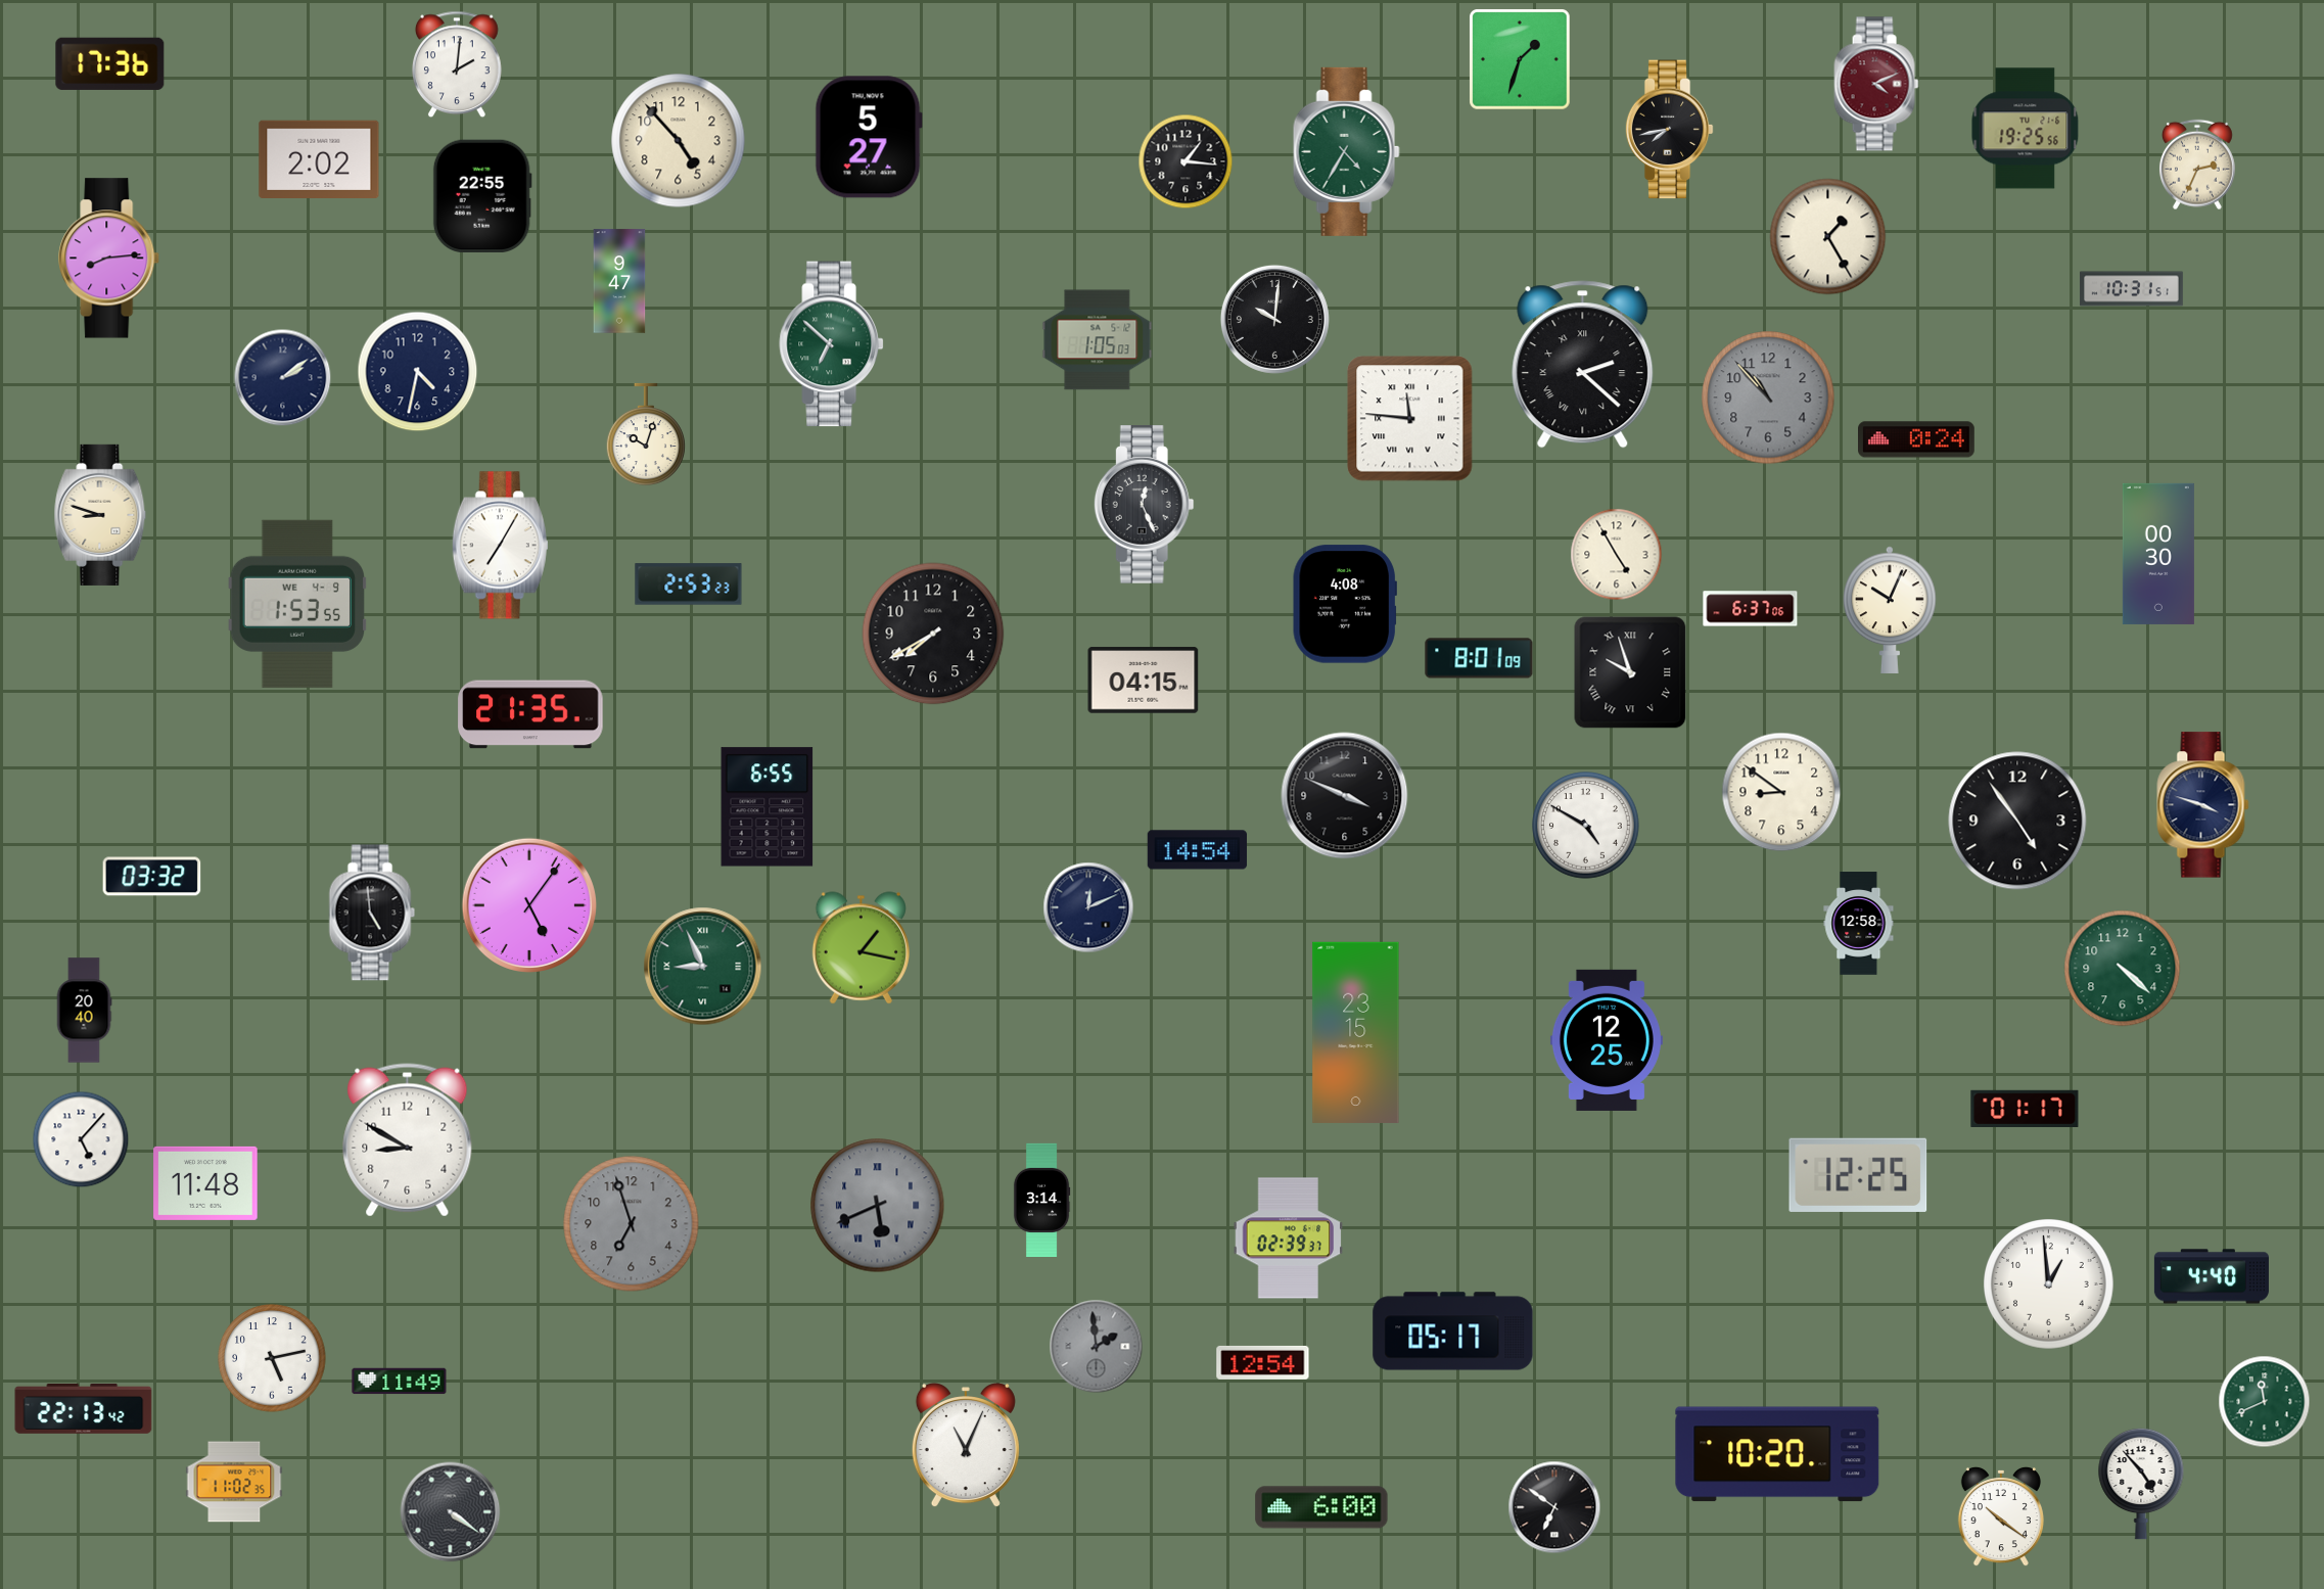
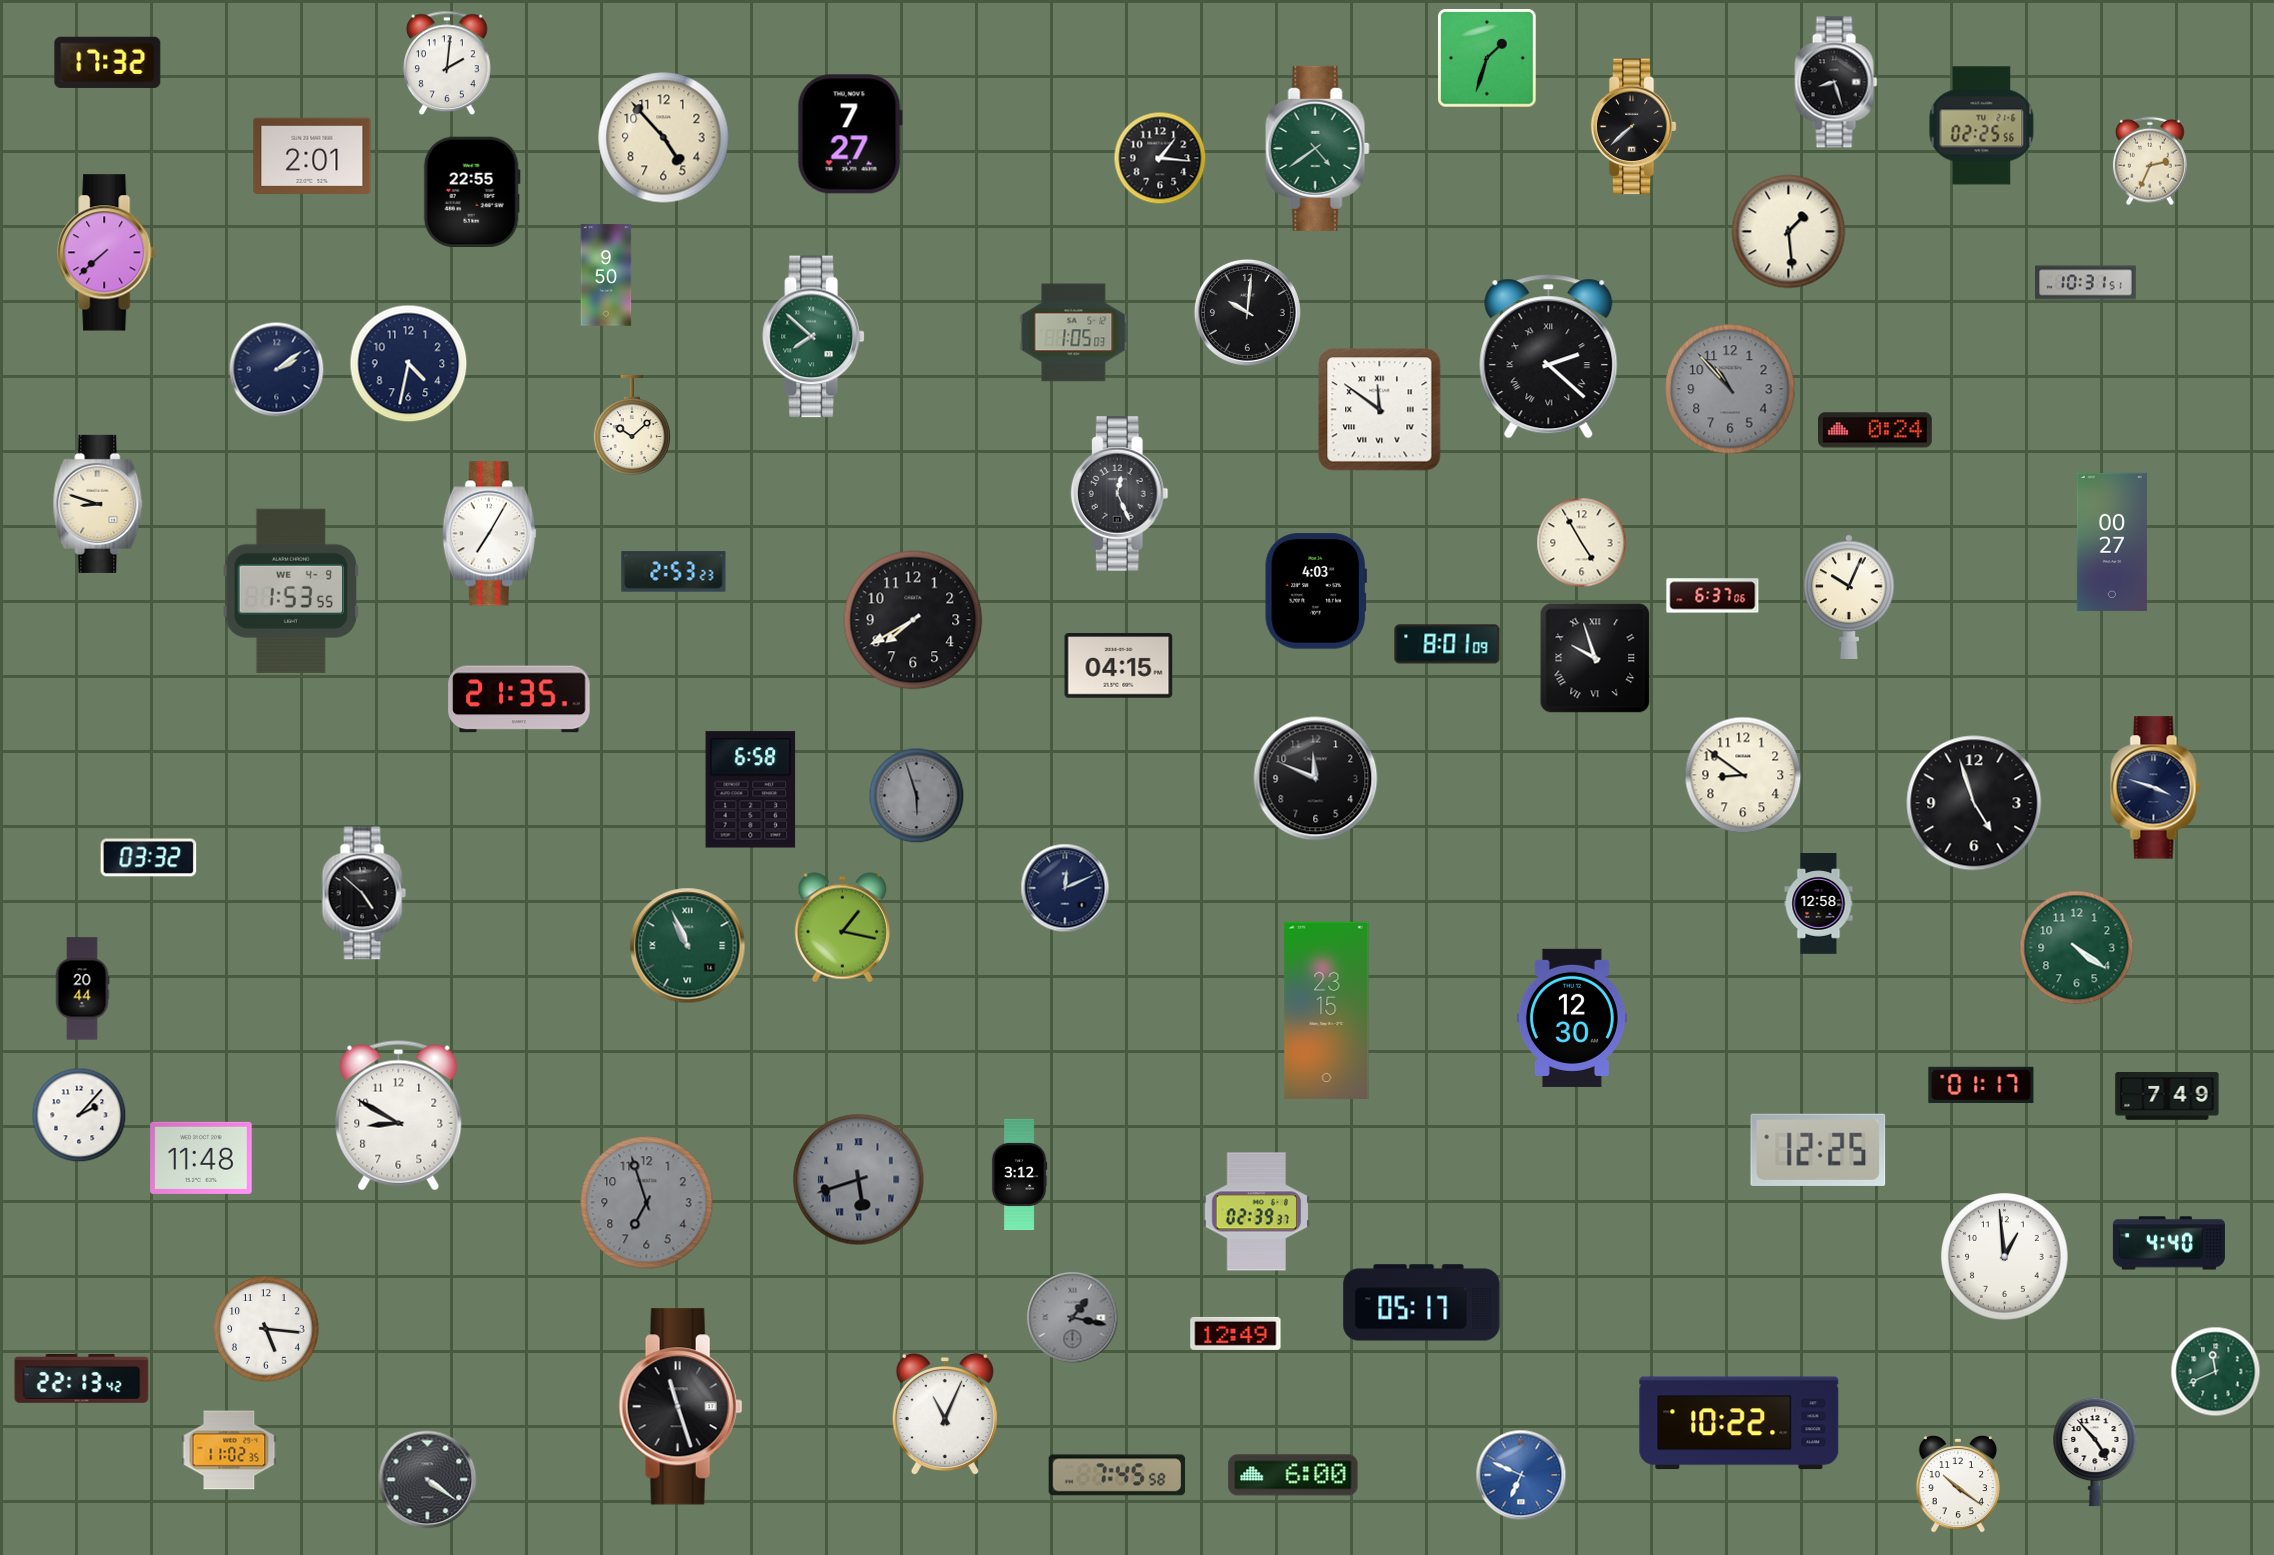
clock at (110, 63): 17:36 -> 17:32
clock at (1876, 84): 4:11 -> 8:27
clock at (1876, 84) dial: burgundy -> black
clock at (2026, 129): 19:25 -> 02:25
clock at (1669, 130): 7:43 -> 7:38
clock at (869, 137): 5:27 -> 7:27
clock at (1346, 151): 4:35 -> 4:39
clock at (319, 158): 2:02 -> 2:01
clock at (1828, 237): 1:25 -> 1:29
clock at (109, 259): 8:14 -> 7:38
clock at (619, 281): 9:47 -> 9:50
clock at (832, 344): 6:52 -> 7:52
clock at (1410, 419): 11:46 -> 11:51
clock at (646, 434): 10:03 -> 10:08
clock at (2158, 554): 00:30 -> 00:27
clock at (1345, 604): 4:08 -> 4:03
clock at (1345, 796): 3:49 -> 11:49
clock at (768, 807): 6:55 -> 6:58
clock at (917, 796): none -> 5:57
clock at (2017, 821): 4:54 -> 4:57
clock at (1586, 826): 4:50 -> none
clock at (1198, 850): 14:54 -> none
clock at (528, 904): 5:06 -> none
clock at (372, 913): 4:59 -> 4:52
clock at (703, 967): 8:56 -> 10:56
clock at (2123, 969): 4:22 -> 4:21
clock at (84, 1011): 20:40 -> 20:44
clock at (1607, 1040): 12:25 -> 12:30
clock at (2167, 1097): none -> 7:49
clock at (81, 1139): 5:07 -> 2:07
clock at (1041, 1200): 3:14 -> 3:12
clock at (878, 1206): 5:41 -> 5:42
clock at (632, 1224) position: (632, 1224) -> (647, 1203)
clock at (1289, 1239) position: (1289, 1239) -> (1257, 1212)
clock at (2212, 1276) position: (2212, 1276) -> (2169, 1243)
clock at (1097, 1347): 1:59 -> 1:17
clock at (272, 1358): 5:13 -> 5:16
clock at (1263, 1362): 12:54 -> 12:49
clock at (400, 1382): 11:49 -> none
clock at (681, 1407): none -> 11:27
clock at (1777, 1454): 10:20 -> 10:22
clock at (1117, 1475): none -> 7:45
clock at (1554, 1507): 6:51 -> 6:49
clock at (1554, 1507) dial: black -> blue
clock at (451, 1512) position: (451, 1512) -> (428, 1480)
